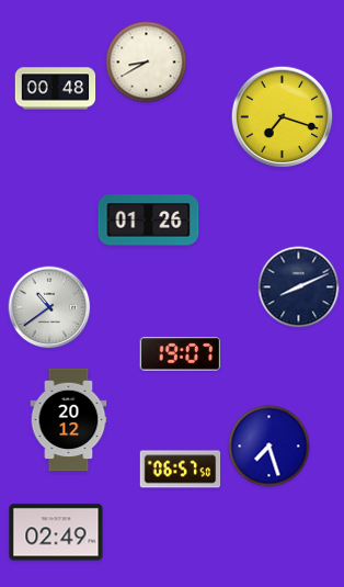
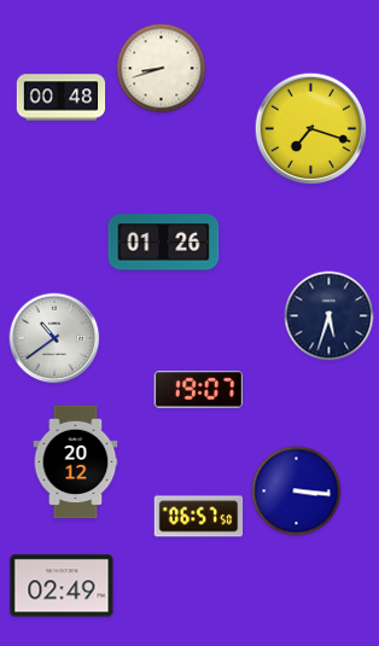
clock at (147, 63): 8:40 -> 8:42
clock at (299, 287): 8:11 -> 5:33
clock at (270, 447): 7:27 -> 3:16
